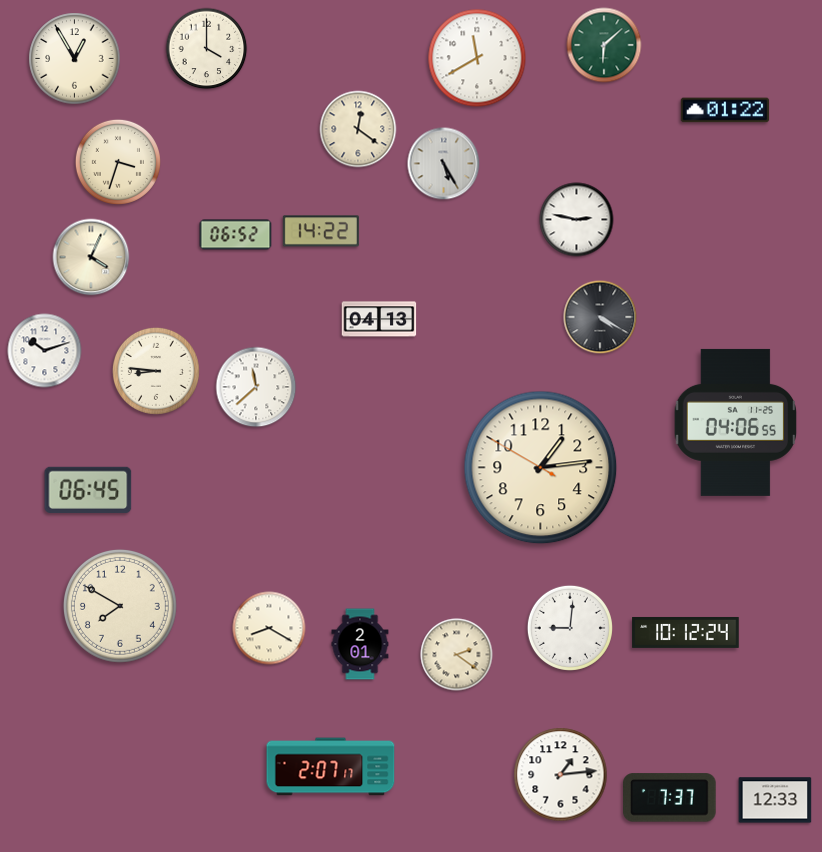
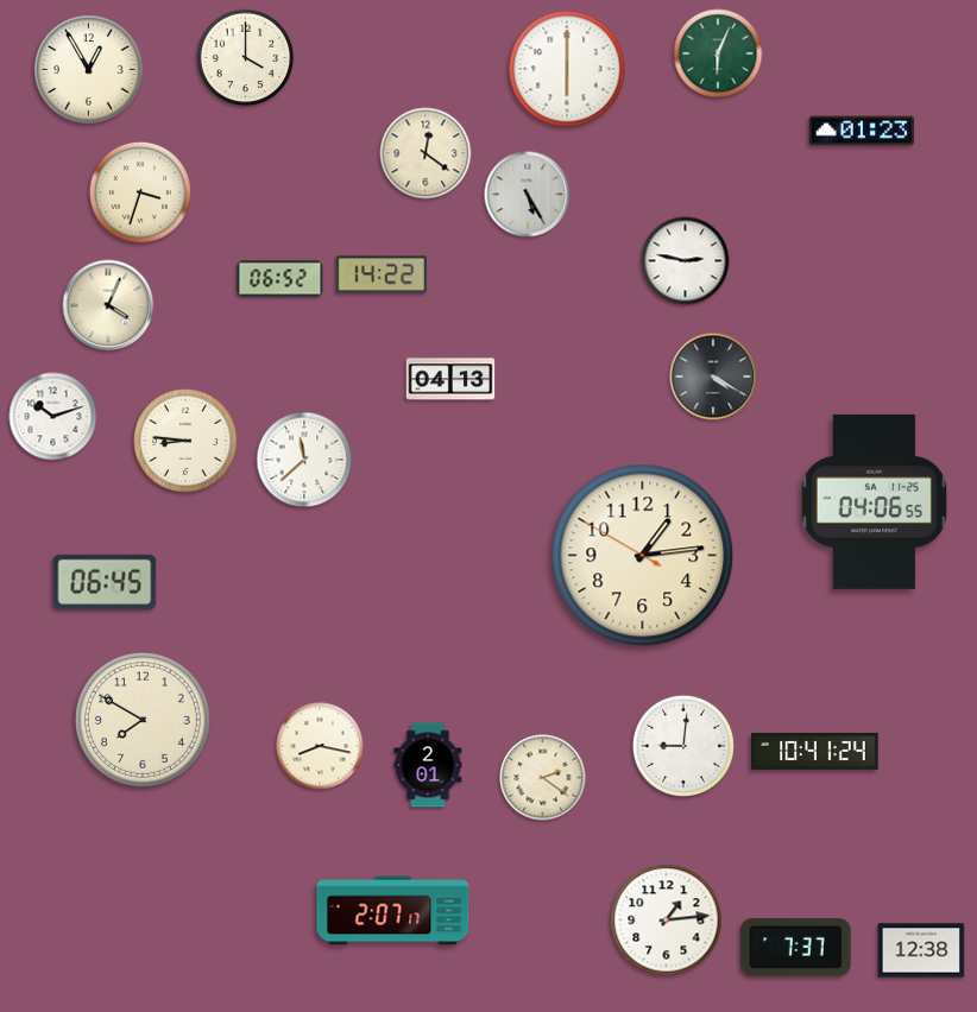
clock at (604, 45): 6:08 -> 6:04
clock at (477, 58): 11:40 -> 6:00
clock at (725, 110): 01:22 -> 01:23
clock at (269, 628): 8:20 -> 8:17
clock at (570, 628) position: (570, 628) -> (683, 746)
clock at (686, 632): 10:12 -> 10:41
clock at (775, 800): 12:33 -> 12:38
